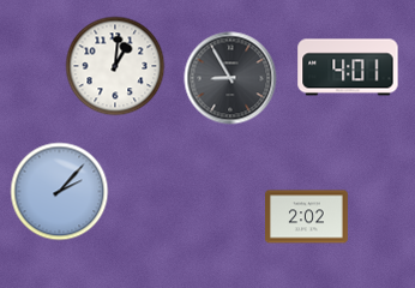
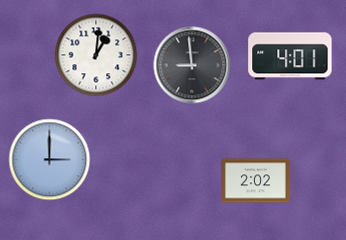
clock at (230, 78): 8:55 -> 8:59
clock at (60, 192): 2:07 -> 3:00
